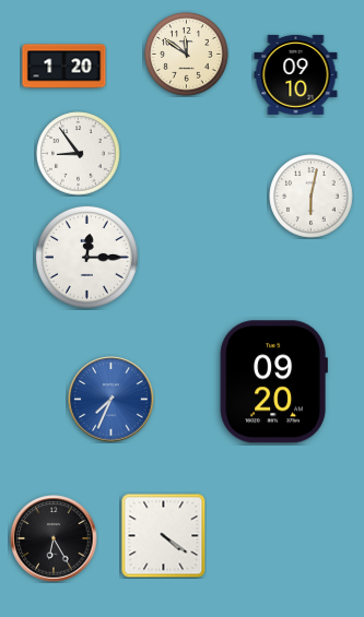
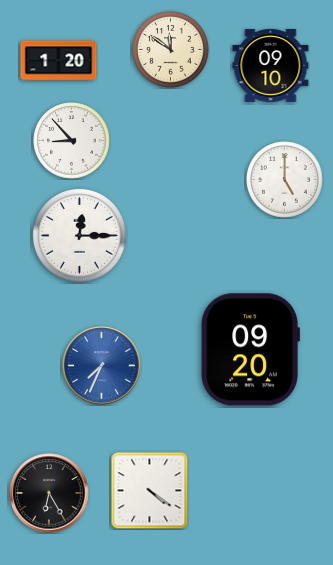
clock at (296, 74) position: (296, 74) -> (271, 65)
clock at (79, 154): 8:54 -> 8:53
clock at (312, 197): 6:02 -> 5:00
